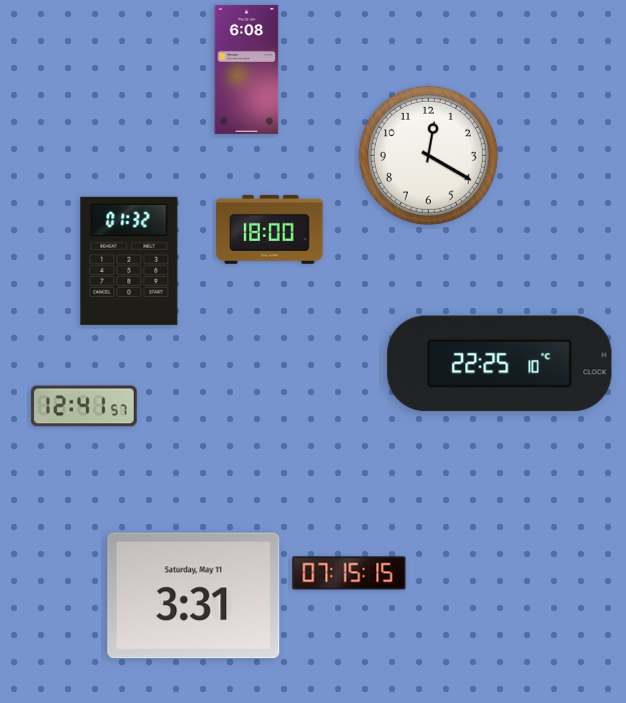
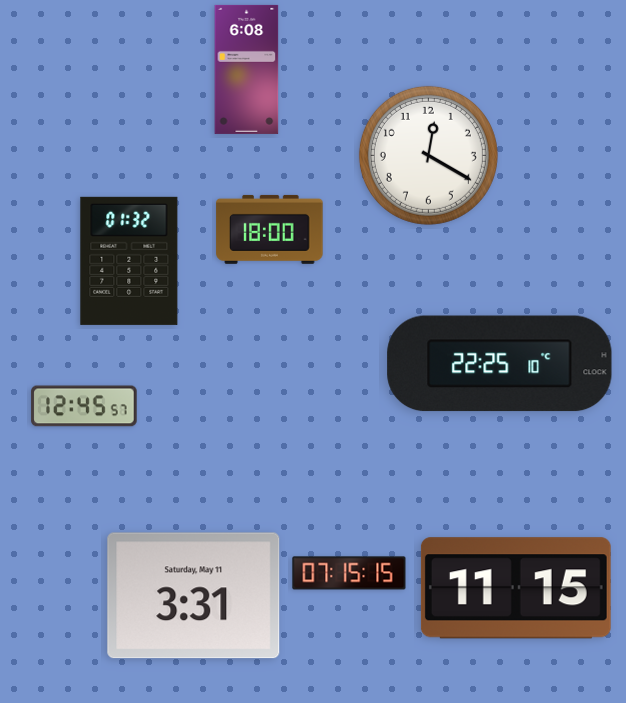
clock at (84, 406): 12:41 -> 12:45
clock at (516, 588): none -> 11:15
